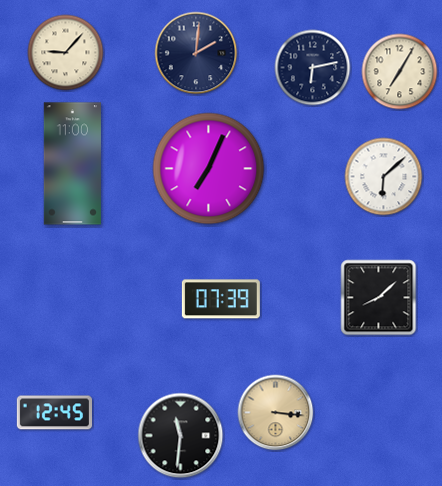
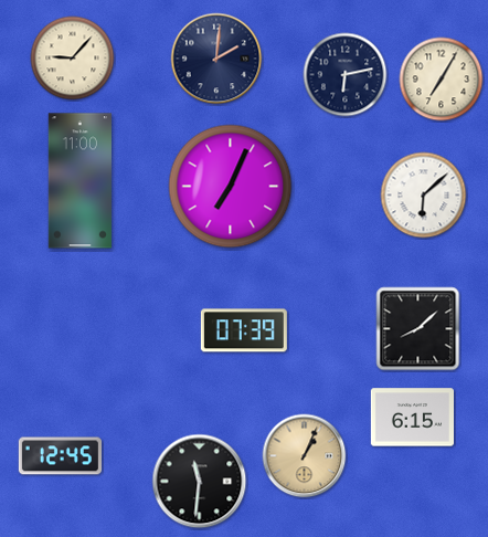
clock at (412, 418): none -> 6:15
clock at (276, 413): 3:16 -> 1:04
